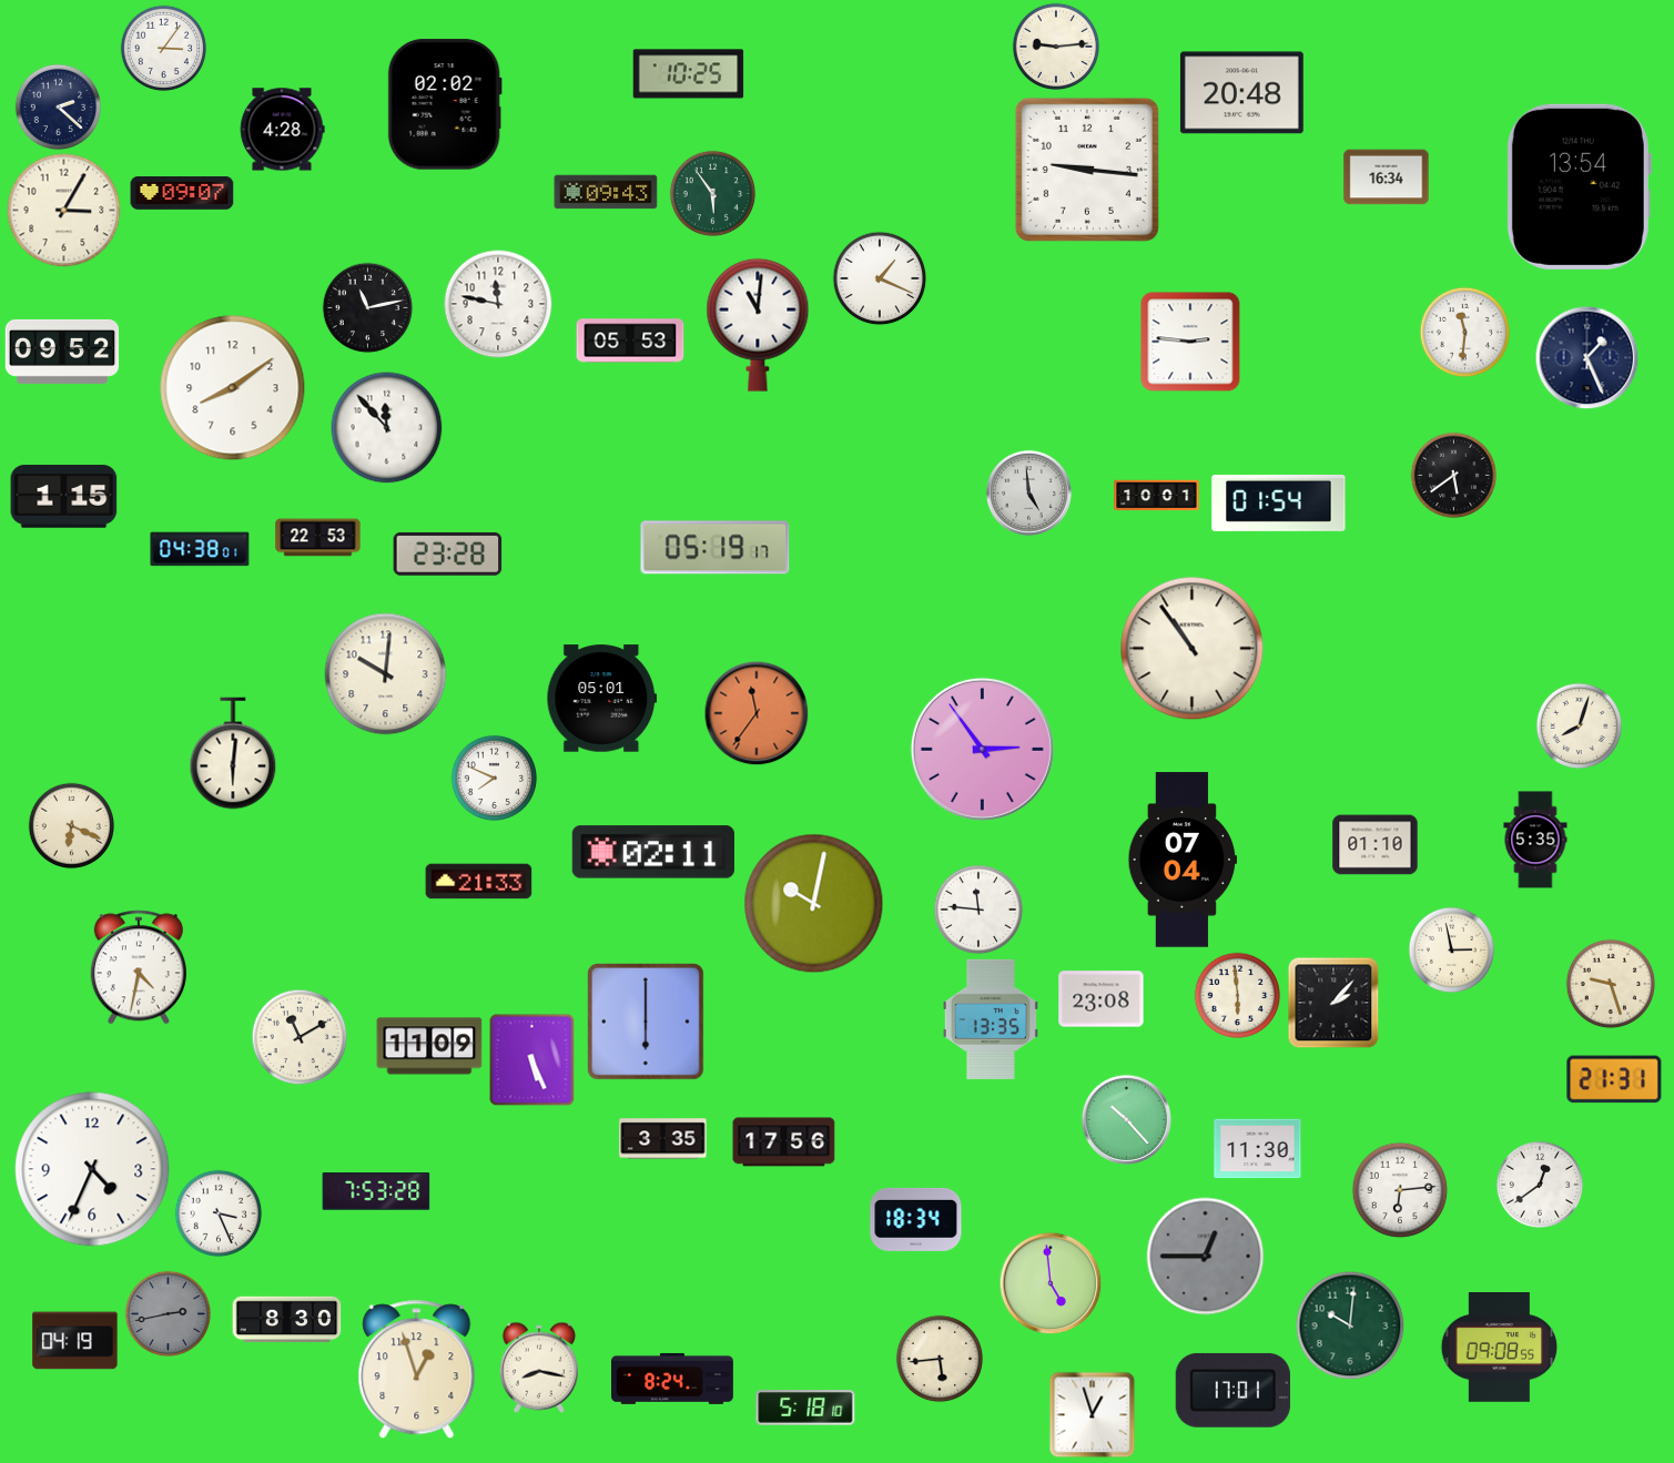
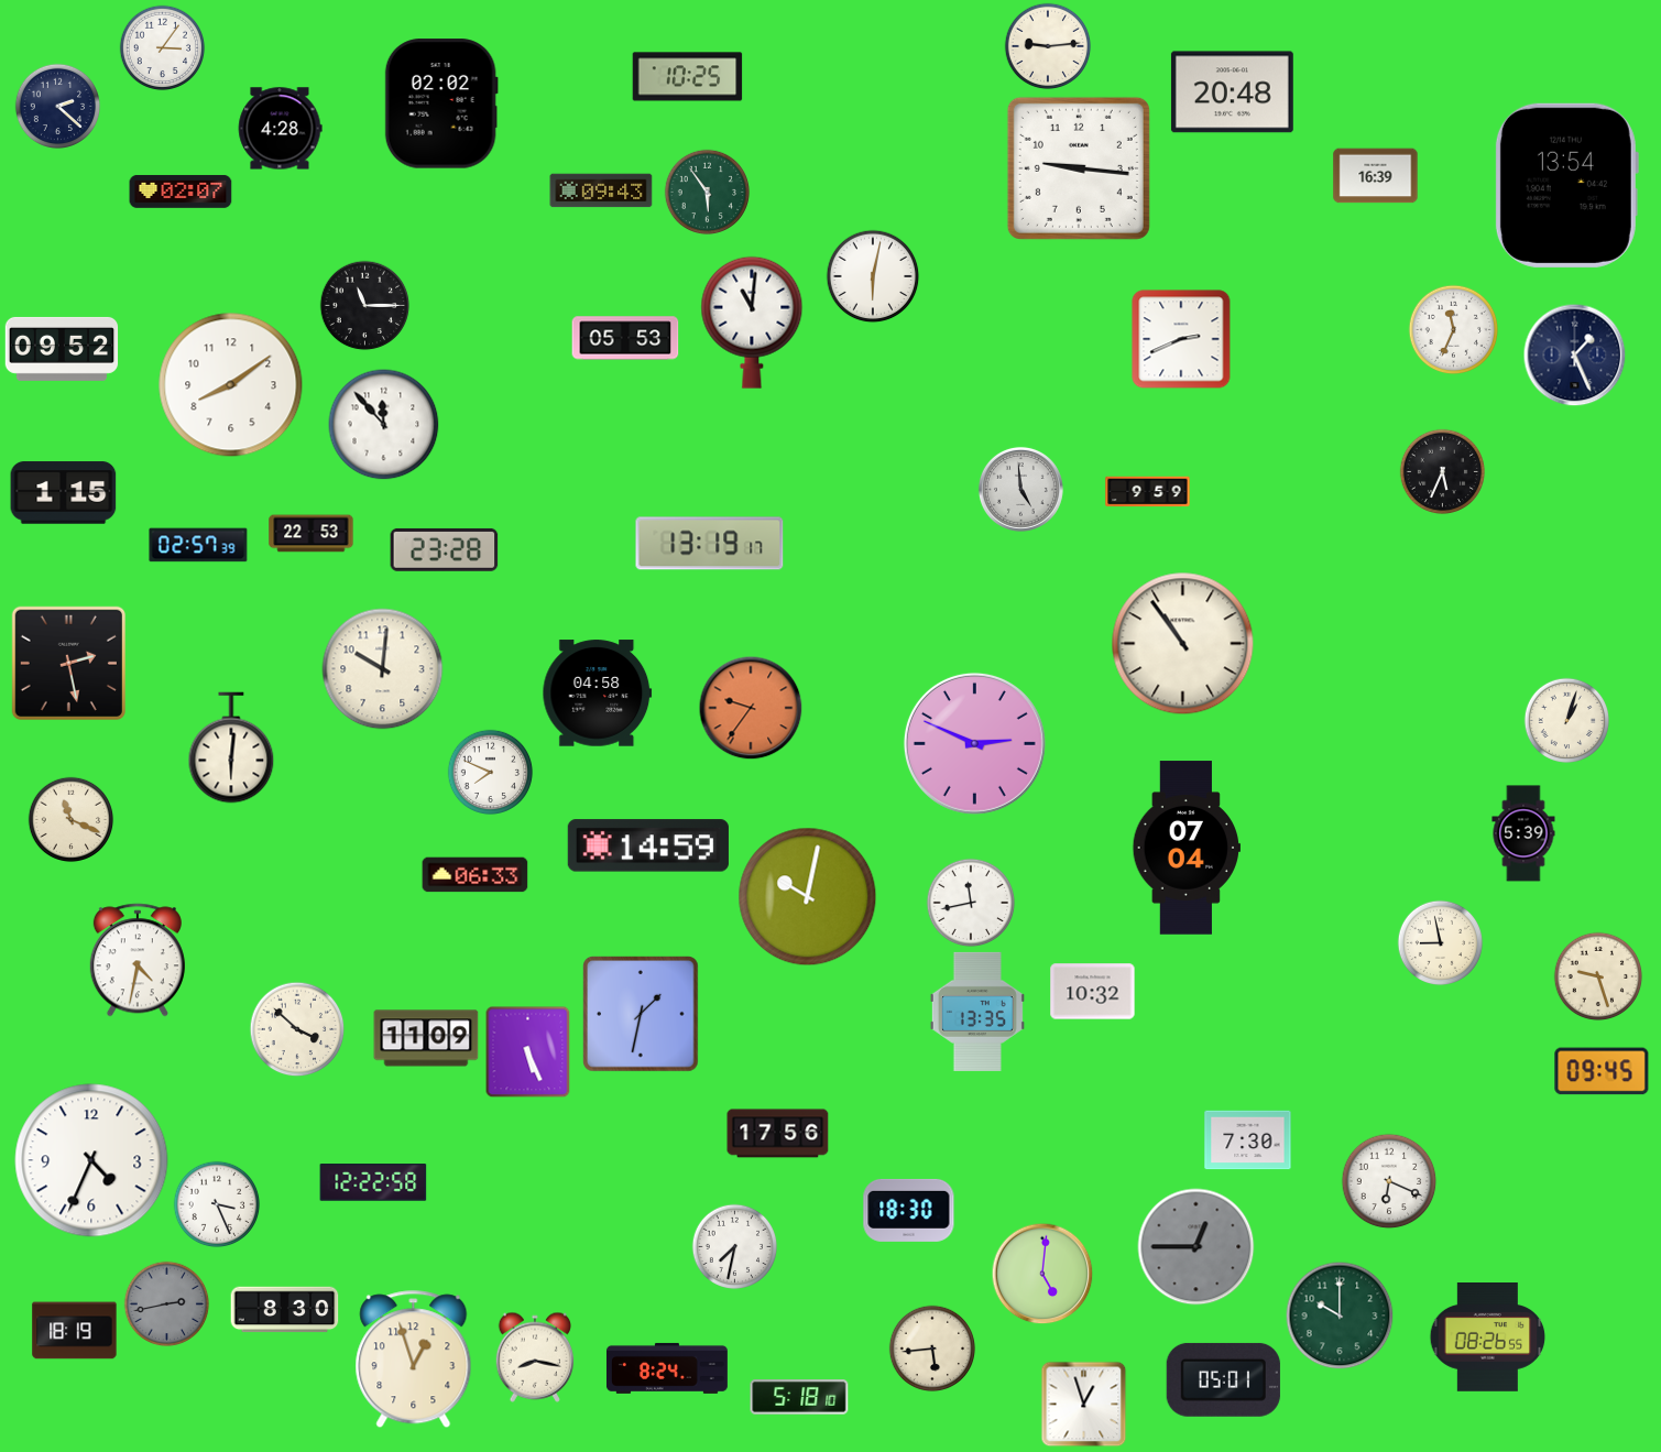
clock at (689, 74) position: (689, 74) -> (688, 77)
clock at (1387, 177): 16:34 -> 16:39
clock at (182, 193): 09:07 -> 02:07
clock at (64, 211): 3:05 -> none
clock at (880, 278): 1:19 -> 6:02
clock at (498, 304): 11:47 -> none
clock at (367, 307): 11:13 -> 11:15
clock at (1464, 332): 11:31 -> 11:34
clock at (1190, 342): 2:46 -> 2:41
clock at (1453, 475): 5:39 -> 5:34
clock at (1157, 496): 10:01 -> 9:59
clock at (1279, 502): 01:54 -> none
clock at (318, 538) position: (318, 538) -> (312, 534)
clock at (716, 548): 05:19 -> 13:19
clock at (200, 549): 04:38 -> 02:57
clock at (68, 663): none -> 2:28
clock at (602, 699): 05:01 -> 04:58
clock at (757, 713): 11:36 -> 9:36
clock at (1579, 725): 8:03 -> 1:03
clock at (982, 749): 2:54 -> 2:49
clock at (71, 825): 6:19 -> 11:19
clock at (1535, 840): 5:35 -> 5:39
clock at (1376, 845): 01:10 -> none
clock at (653, 852): 02:11 -> 14:59
clock at (1183, 860) position: (1183, 860) -> (1187, 848)
clock at (479, 882): 21:33 -> 06:33
clock at (978, 910): 11:46 -> 11:43
clock at (1451, 949): 2:58 -> 8:58
clock at (1237, 995): 5:59 -> none
clock at (1102, 999): 23:08 -> 10:32
clock at (1333, 1003): 2:07 -> none
clock at (991, 1019) position: (991, 1019) -> (977, 1012)
clock at (647, 1023): 6:00 -> 1:32
clock at (300, 1037): 11:10 -> 3:52
clock at (1614, 1079): 21:31 -> 09:45
clock at (1126, 1119): 10:23 -> none
clock at (663, 1139): 3:35 -> none
clock at (1258, 1149): 11:30 -> 7:30
clock at (1540, 1185): 12:39 -> none
clock at (1400, 1190): 6:14 -> 6:19
clock at (376, 1191): 7:53 -> 12:22
clock at (916, 1219): 18:34 -> 18:30
clock at (734, 1246): none -> 7:32
clock at (1051, 1283): 4:59 -> 5:01
clock at (1350, 1325): 10:01 -> 10:00
clock at (75, 1341): 04:19 -> 18:19
clock at (1500, 1348): 09:08 -> 08:26
clock at (1232, 1390): 17:01 -> 05:01
